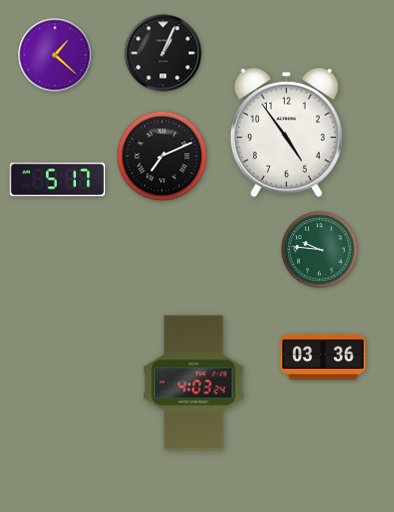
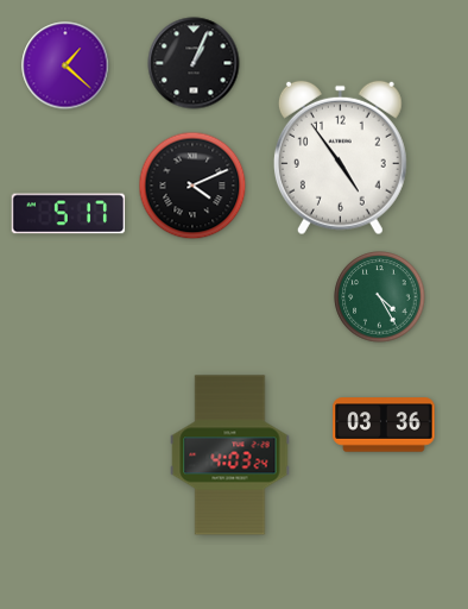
clock at (162, 156): 7:11 -> 4:11
clock at (320, 250): 9:46 -> 4:25
